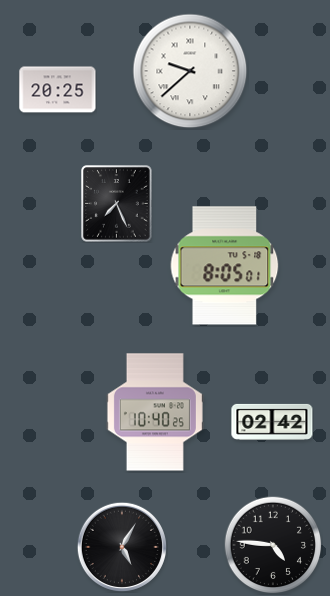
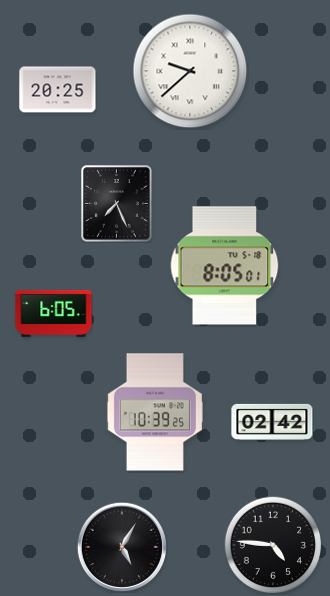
clock at (54, 313): none -> 6:05
clock at (155, 412): 10:40 -> 10:39
